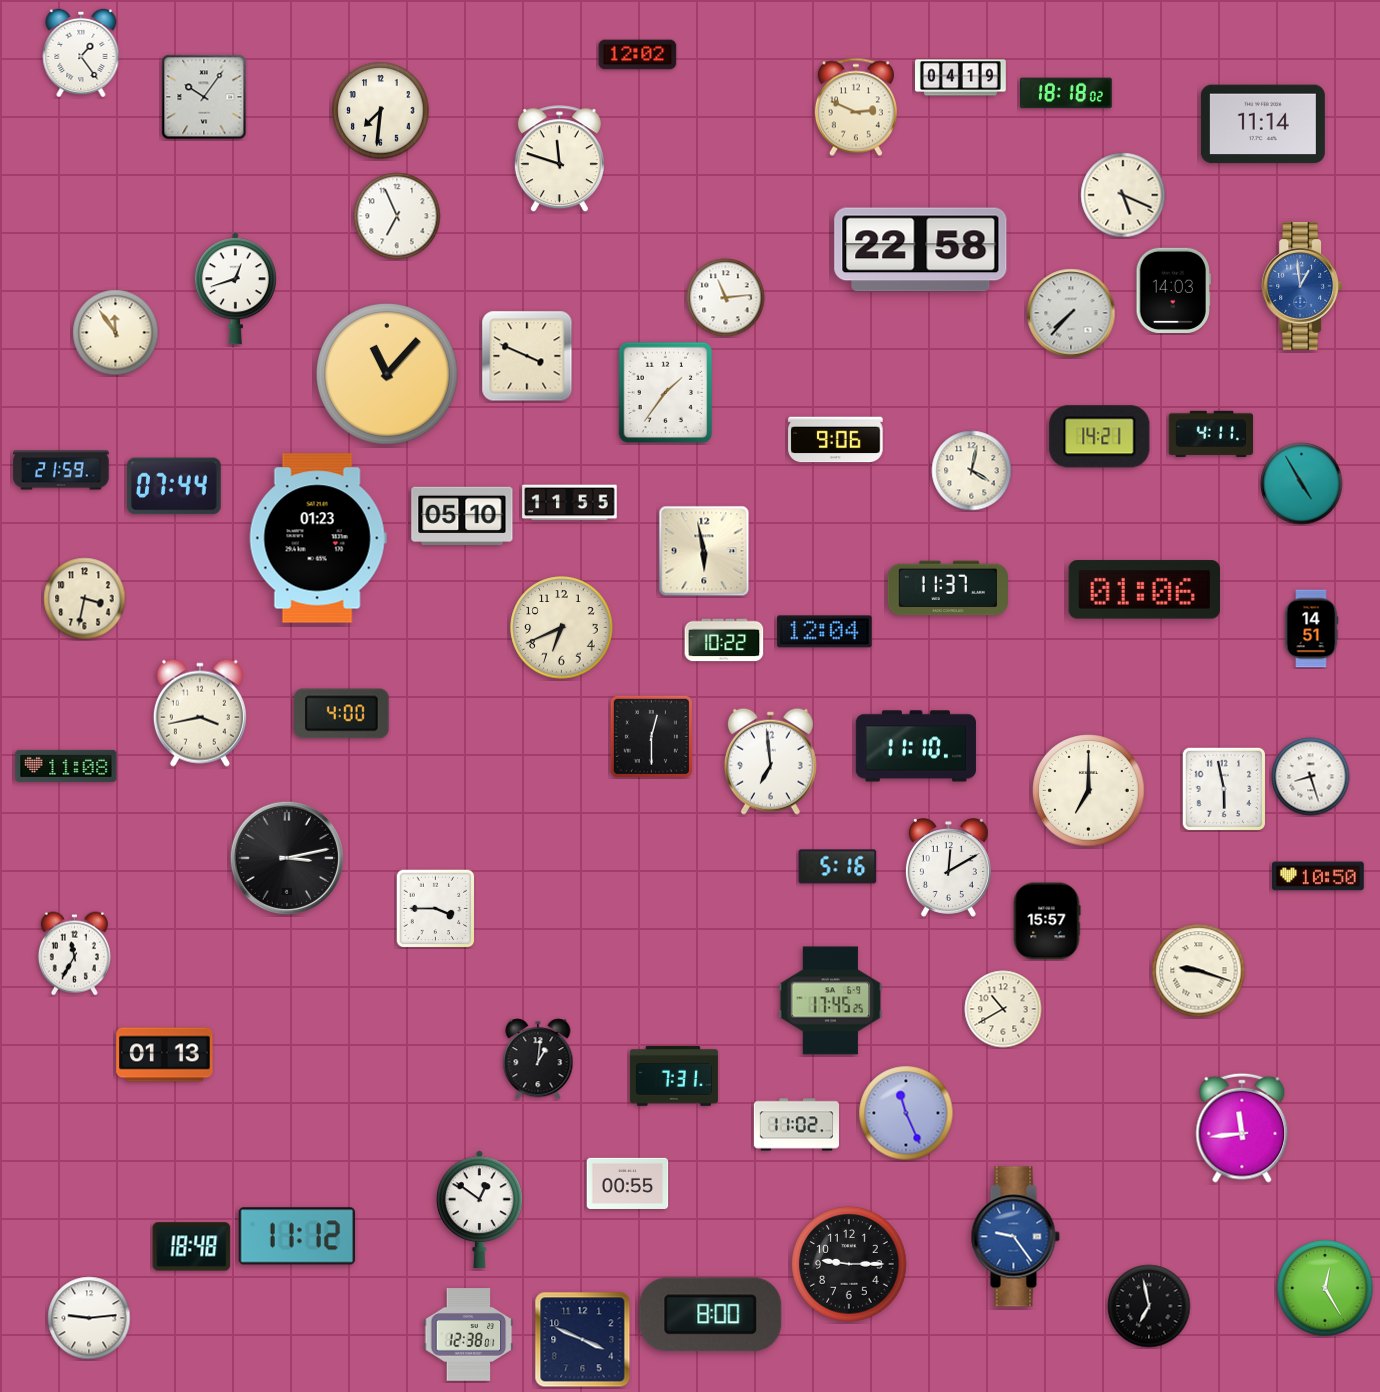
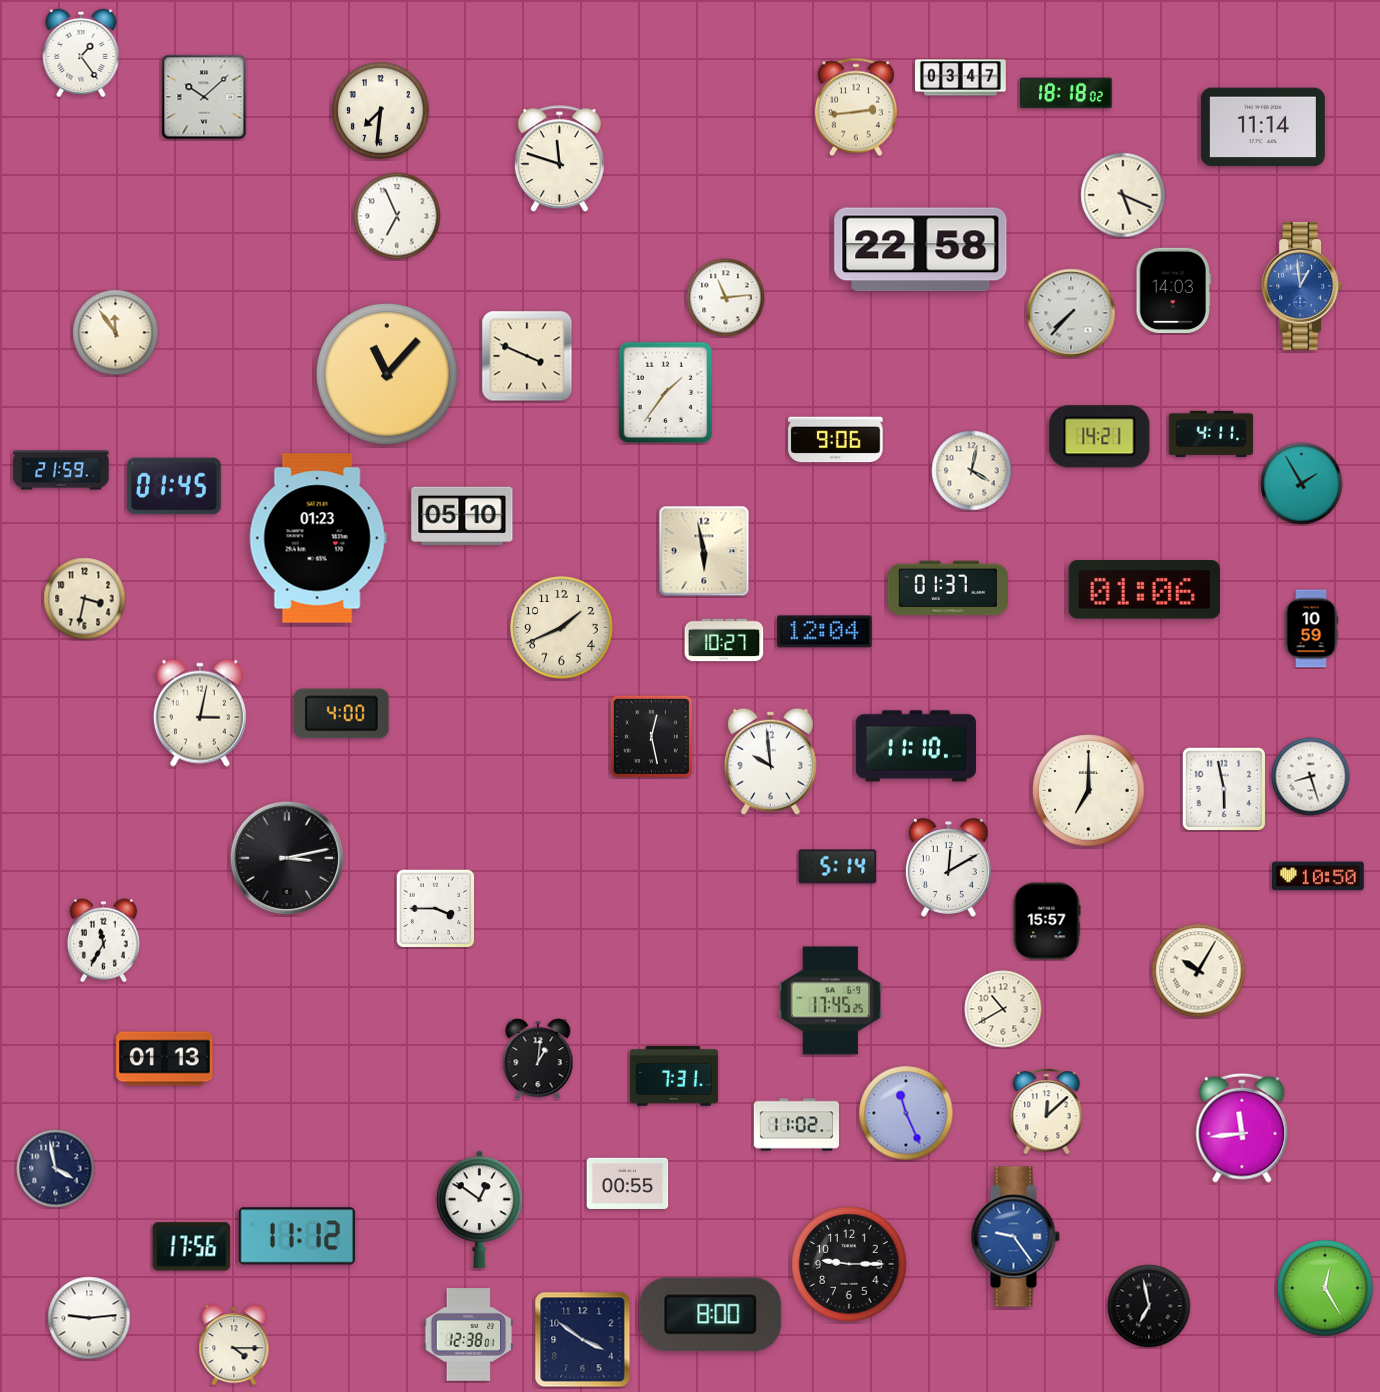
clock at (638, 55): 12:02 -> none
clock at (961, 78): 04:19 -> 03:47
clock at (204, 97): 10:06 -> 10:08
clock at (856, 107): 2:49 -> 2:44
clock at (1263, 124) position: (1263, 124) -> (1263, 127)
clock at (235, 289): 12:42 -> none
clock at (1302, 484): 4:55 -> 1:55
clock at (174, 486): 07:44 -> 01:45
clock at (570, 503): 11:55 -> none
clock at (948, 588): 11:37 -> 01:37
clock at (562, 628): 6:41 -> 1:41
clock at (1311, 629): 14:51 -> 10:59
clock at (724, 640): 10:22 -> 10:27
clock at (200, 713): 3:43 -> 3:02
clock at (651, 736): 12:30 -> 12:28
clock at (770, 761): 6:59 -> 9:59
clock at (66, 766): 11:08 -> none
clock at (838, 867): 5:16 -> 5:14
clock at (74, 954) position: (74, 954) -> (103, 941)
clock at (1199, 971): 9:18 -> 10:05
clock at (165, 1055) position: (165, 1055) -> (165, 1059)
clock at (1047, 1112): none -> 12:08
clock at (56, 1169): none -> 3:58
clock at (192, 1247): 18:48 -> 17:56
clock at (583, 1340): 3:49 -> 3:51
clock at (234, 1345): none -> 4:15
